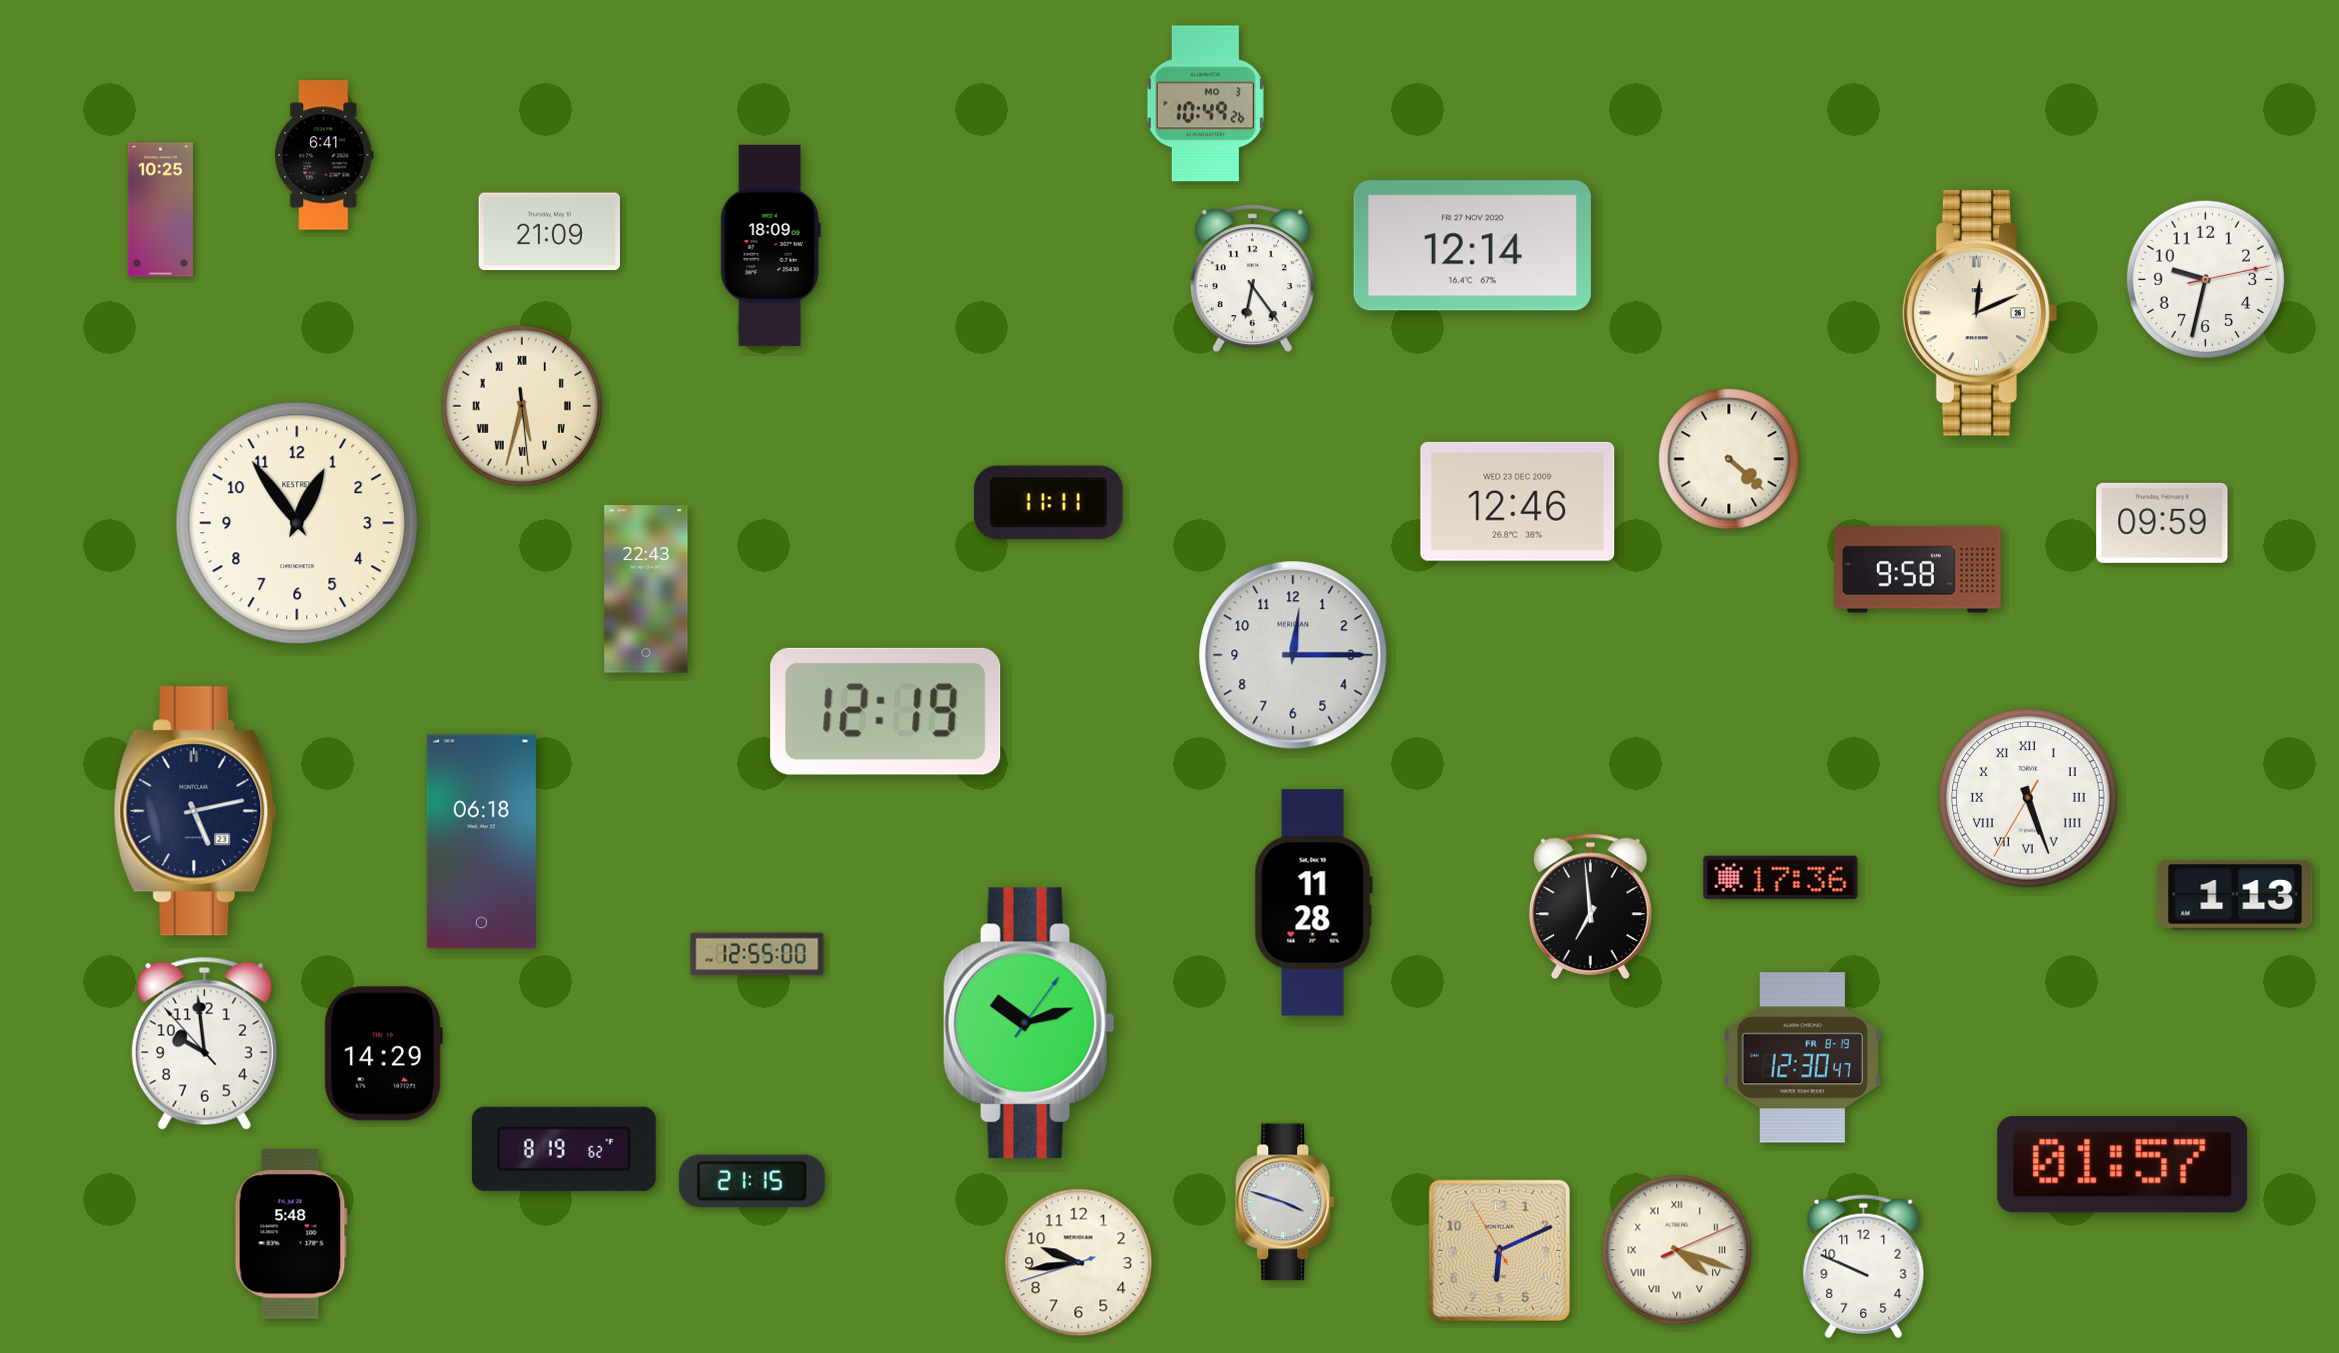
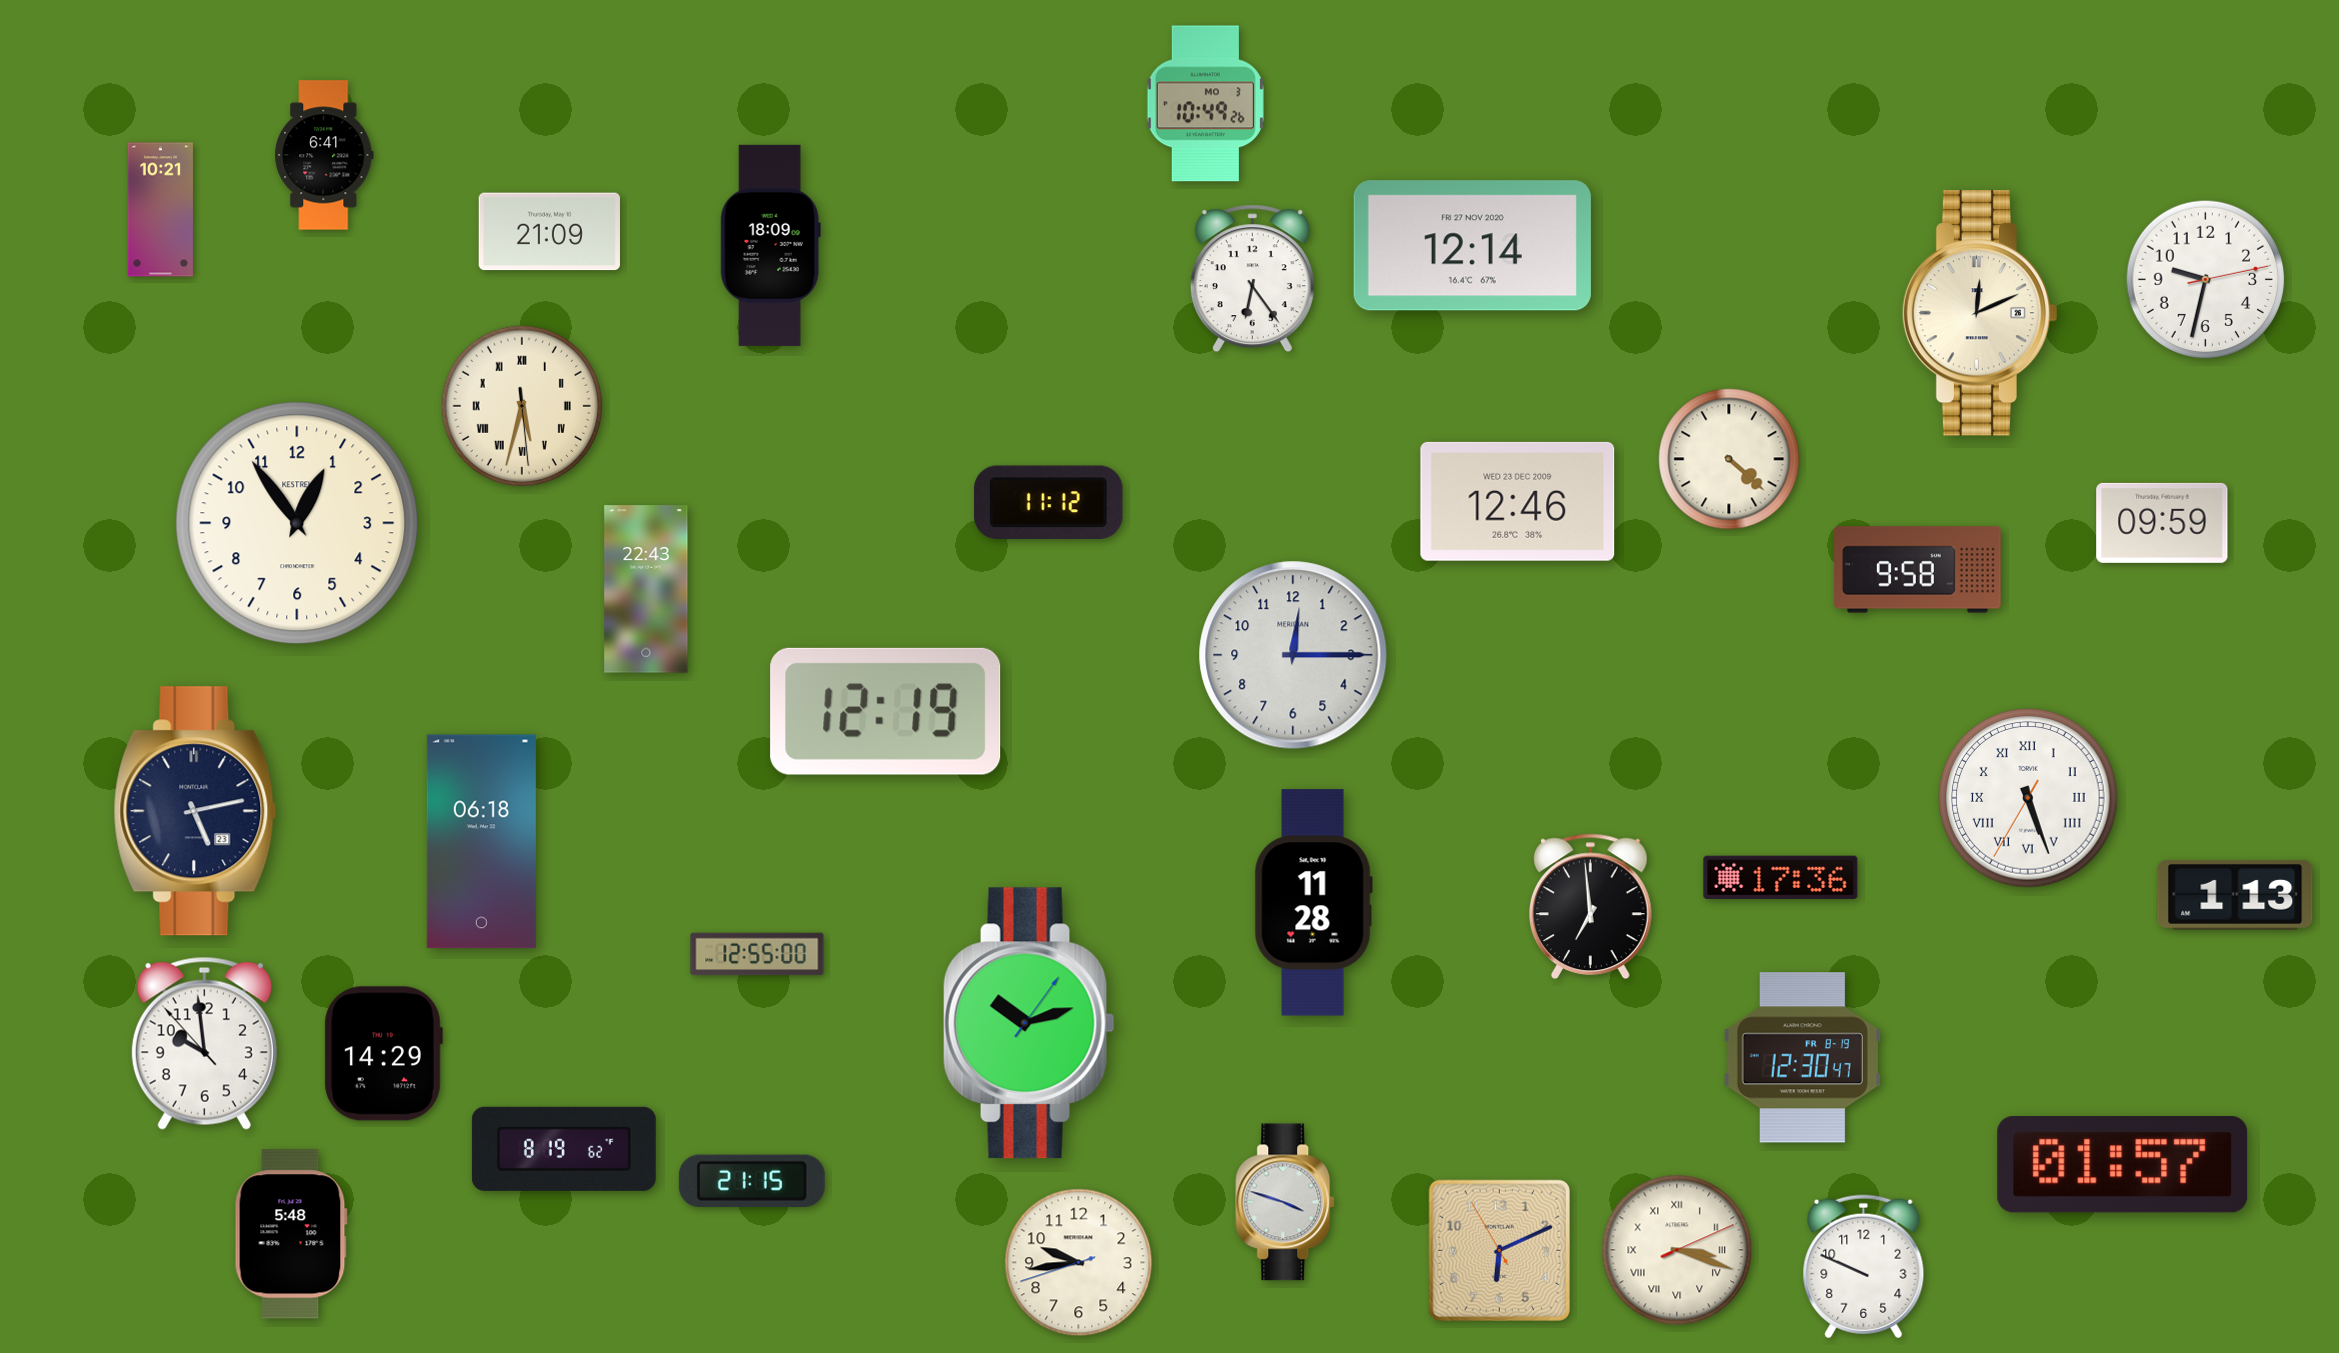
clock at (160, 210): 10:25 -> 10:21
clock at (1049, 502): 11:11 -> 11:12
clock at (1677, 1250): 4:18 -> 3:18
